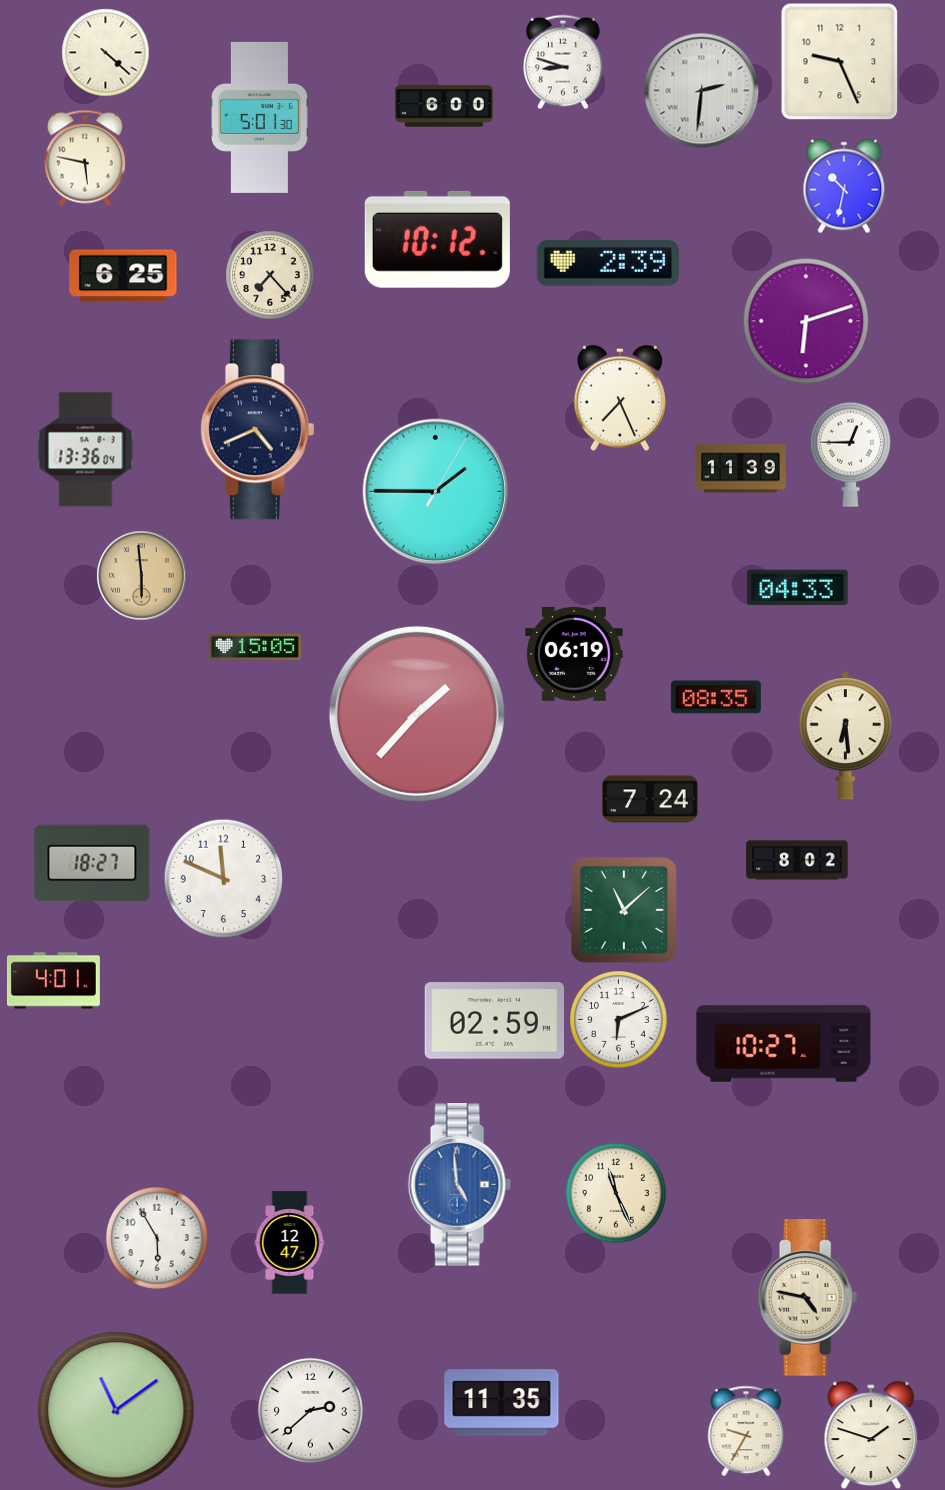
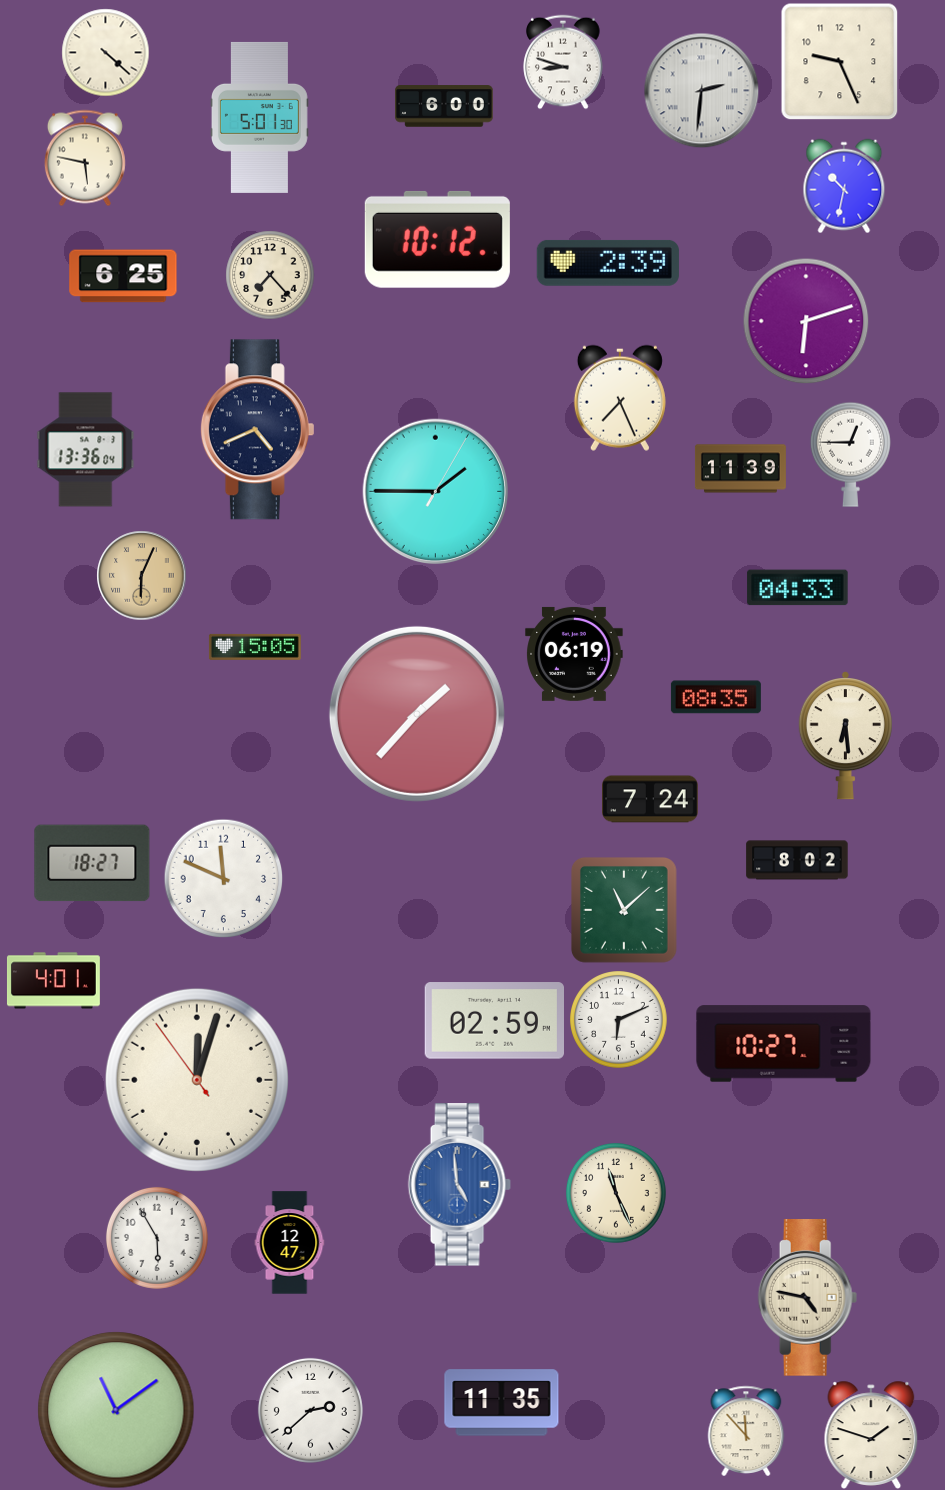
clock at (141, 575): 5:59 -> 6:04
clock at (197, 1080): none -> 12:02
clock at (746, 1431): 9:35 -> 11:53
